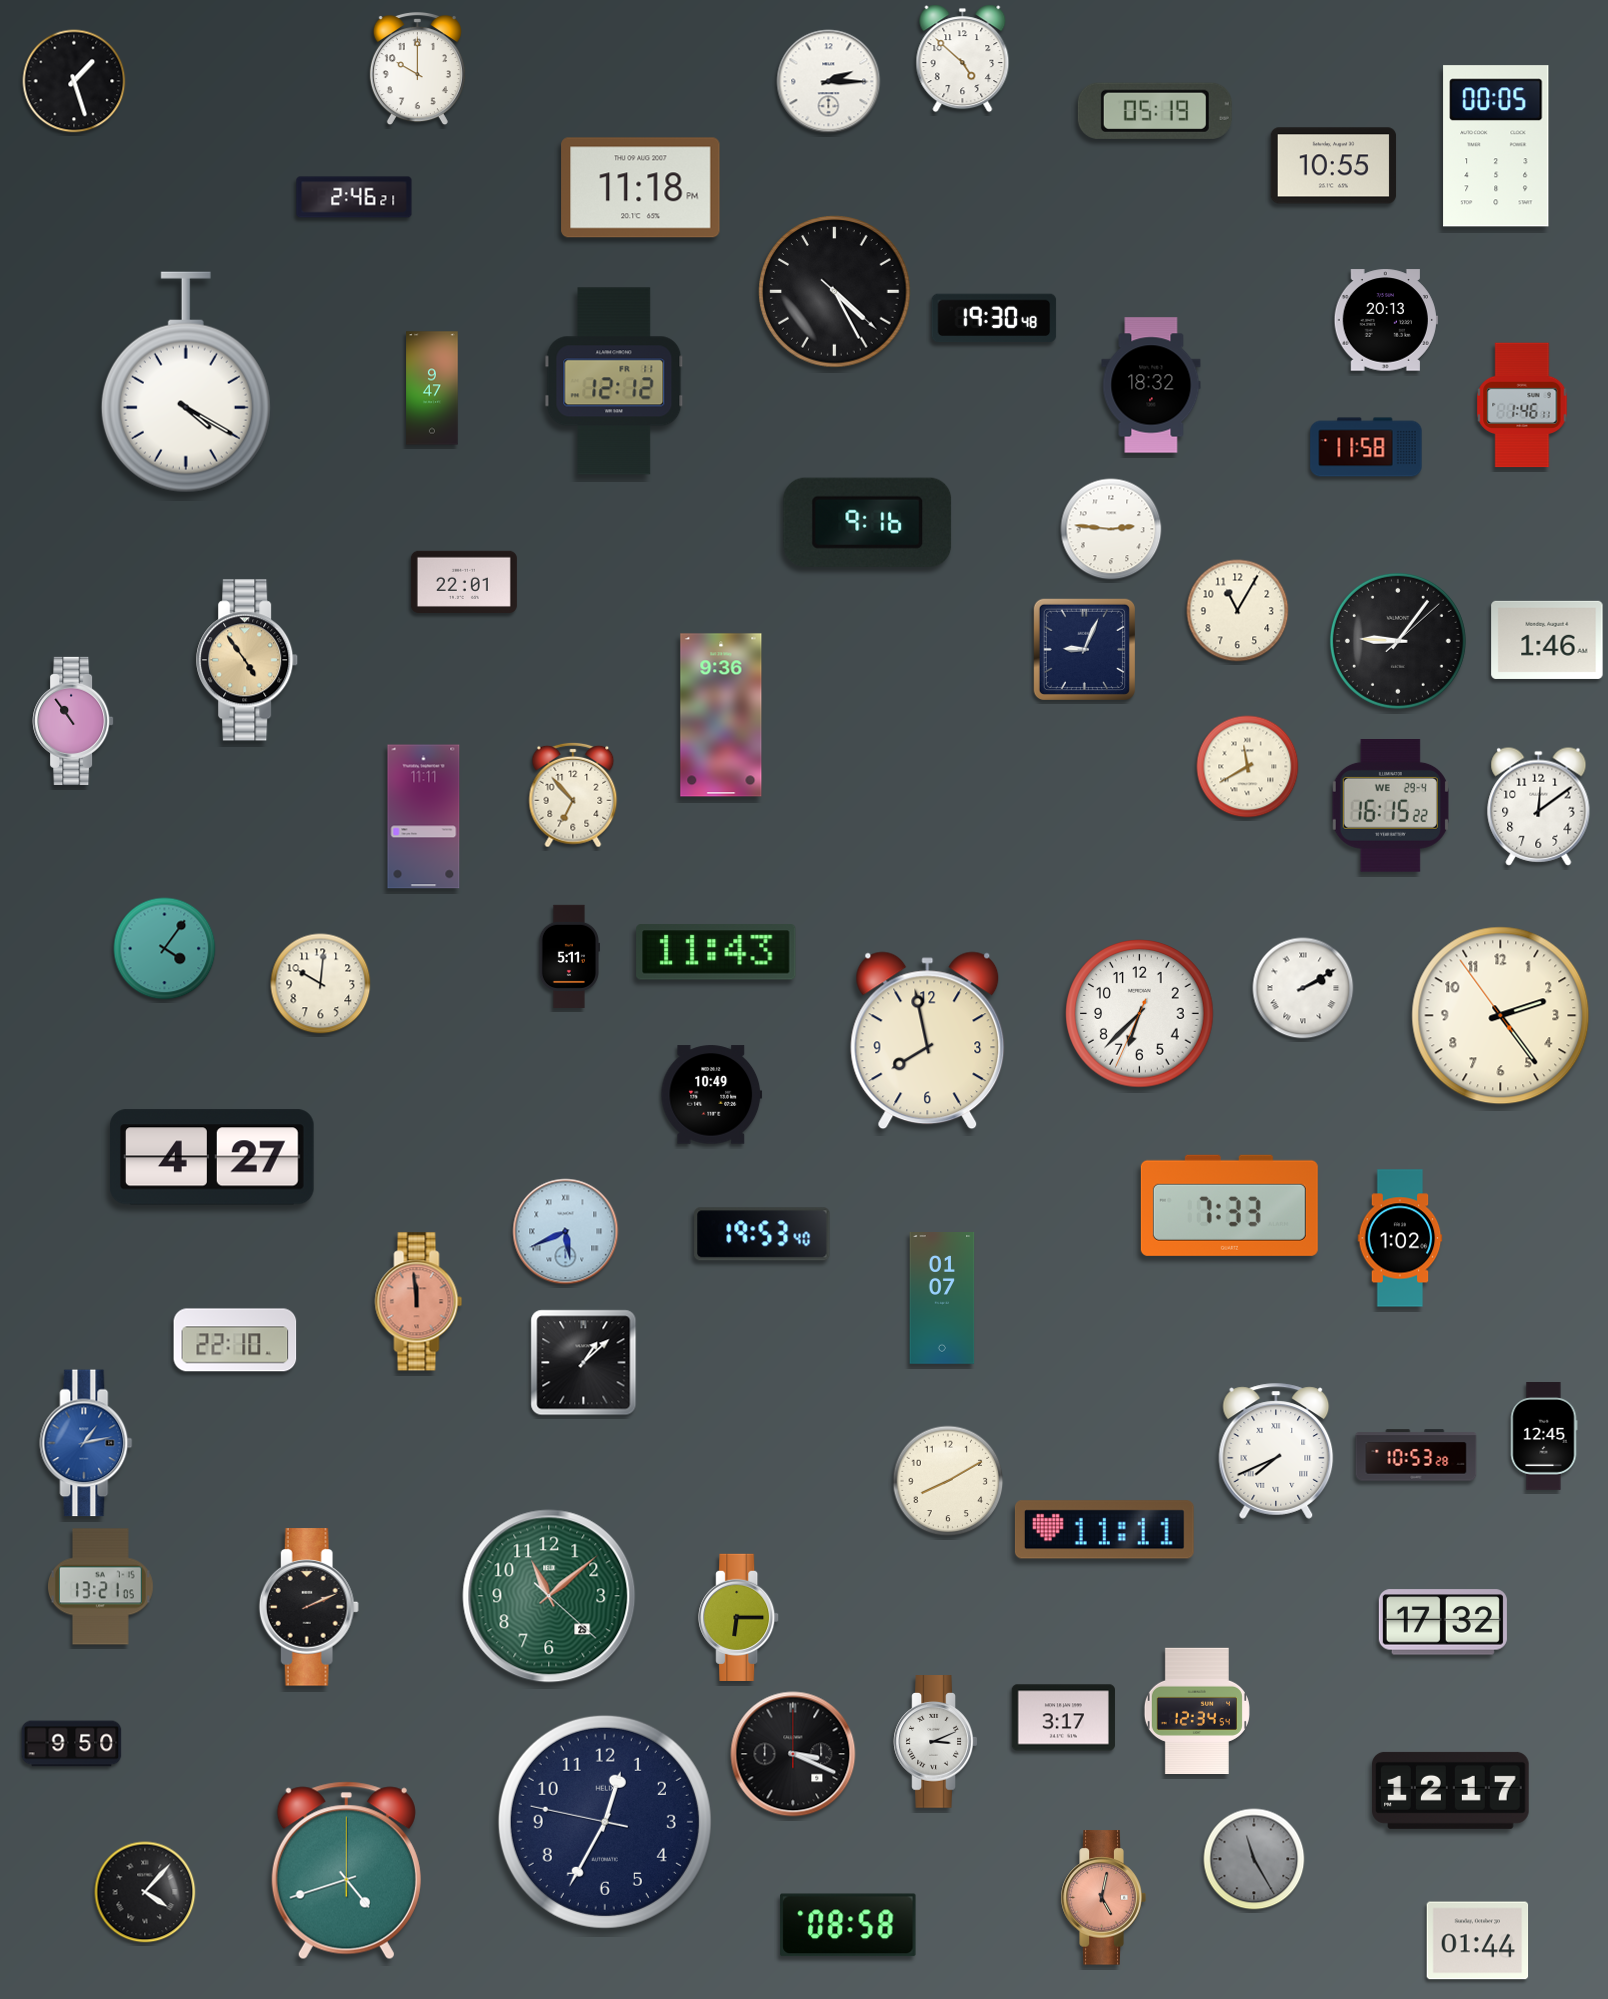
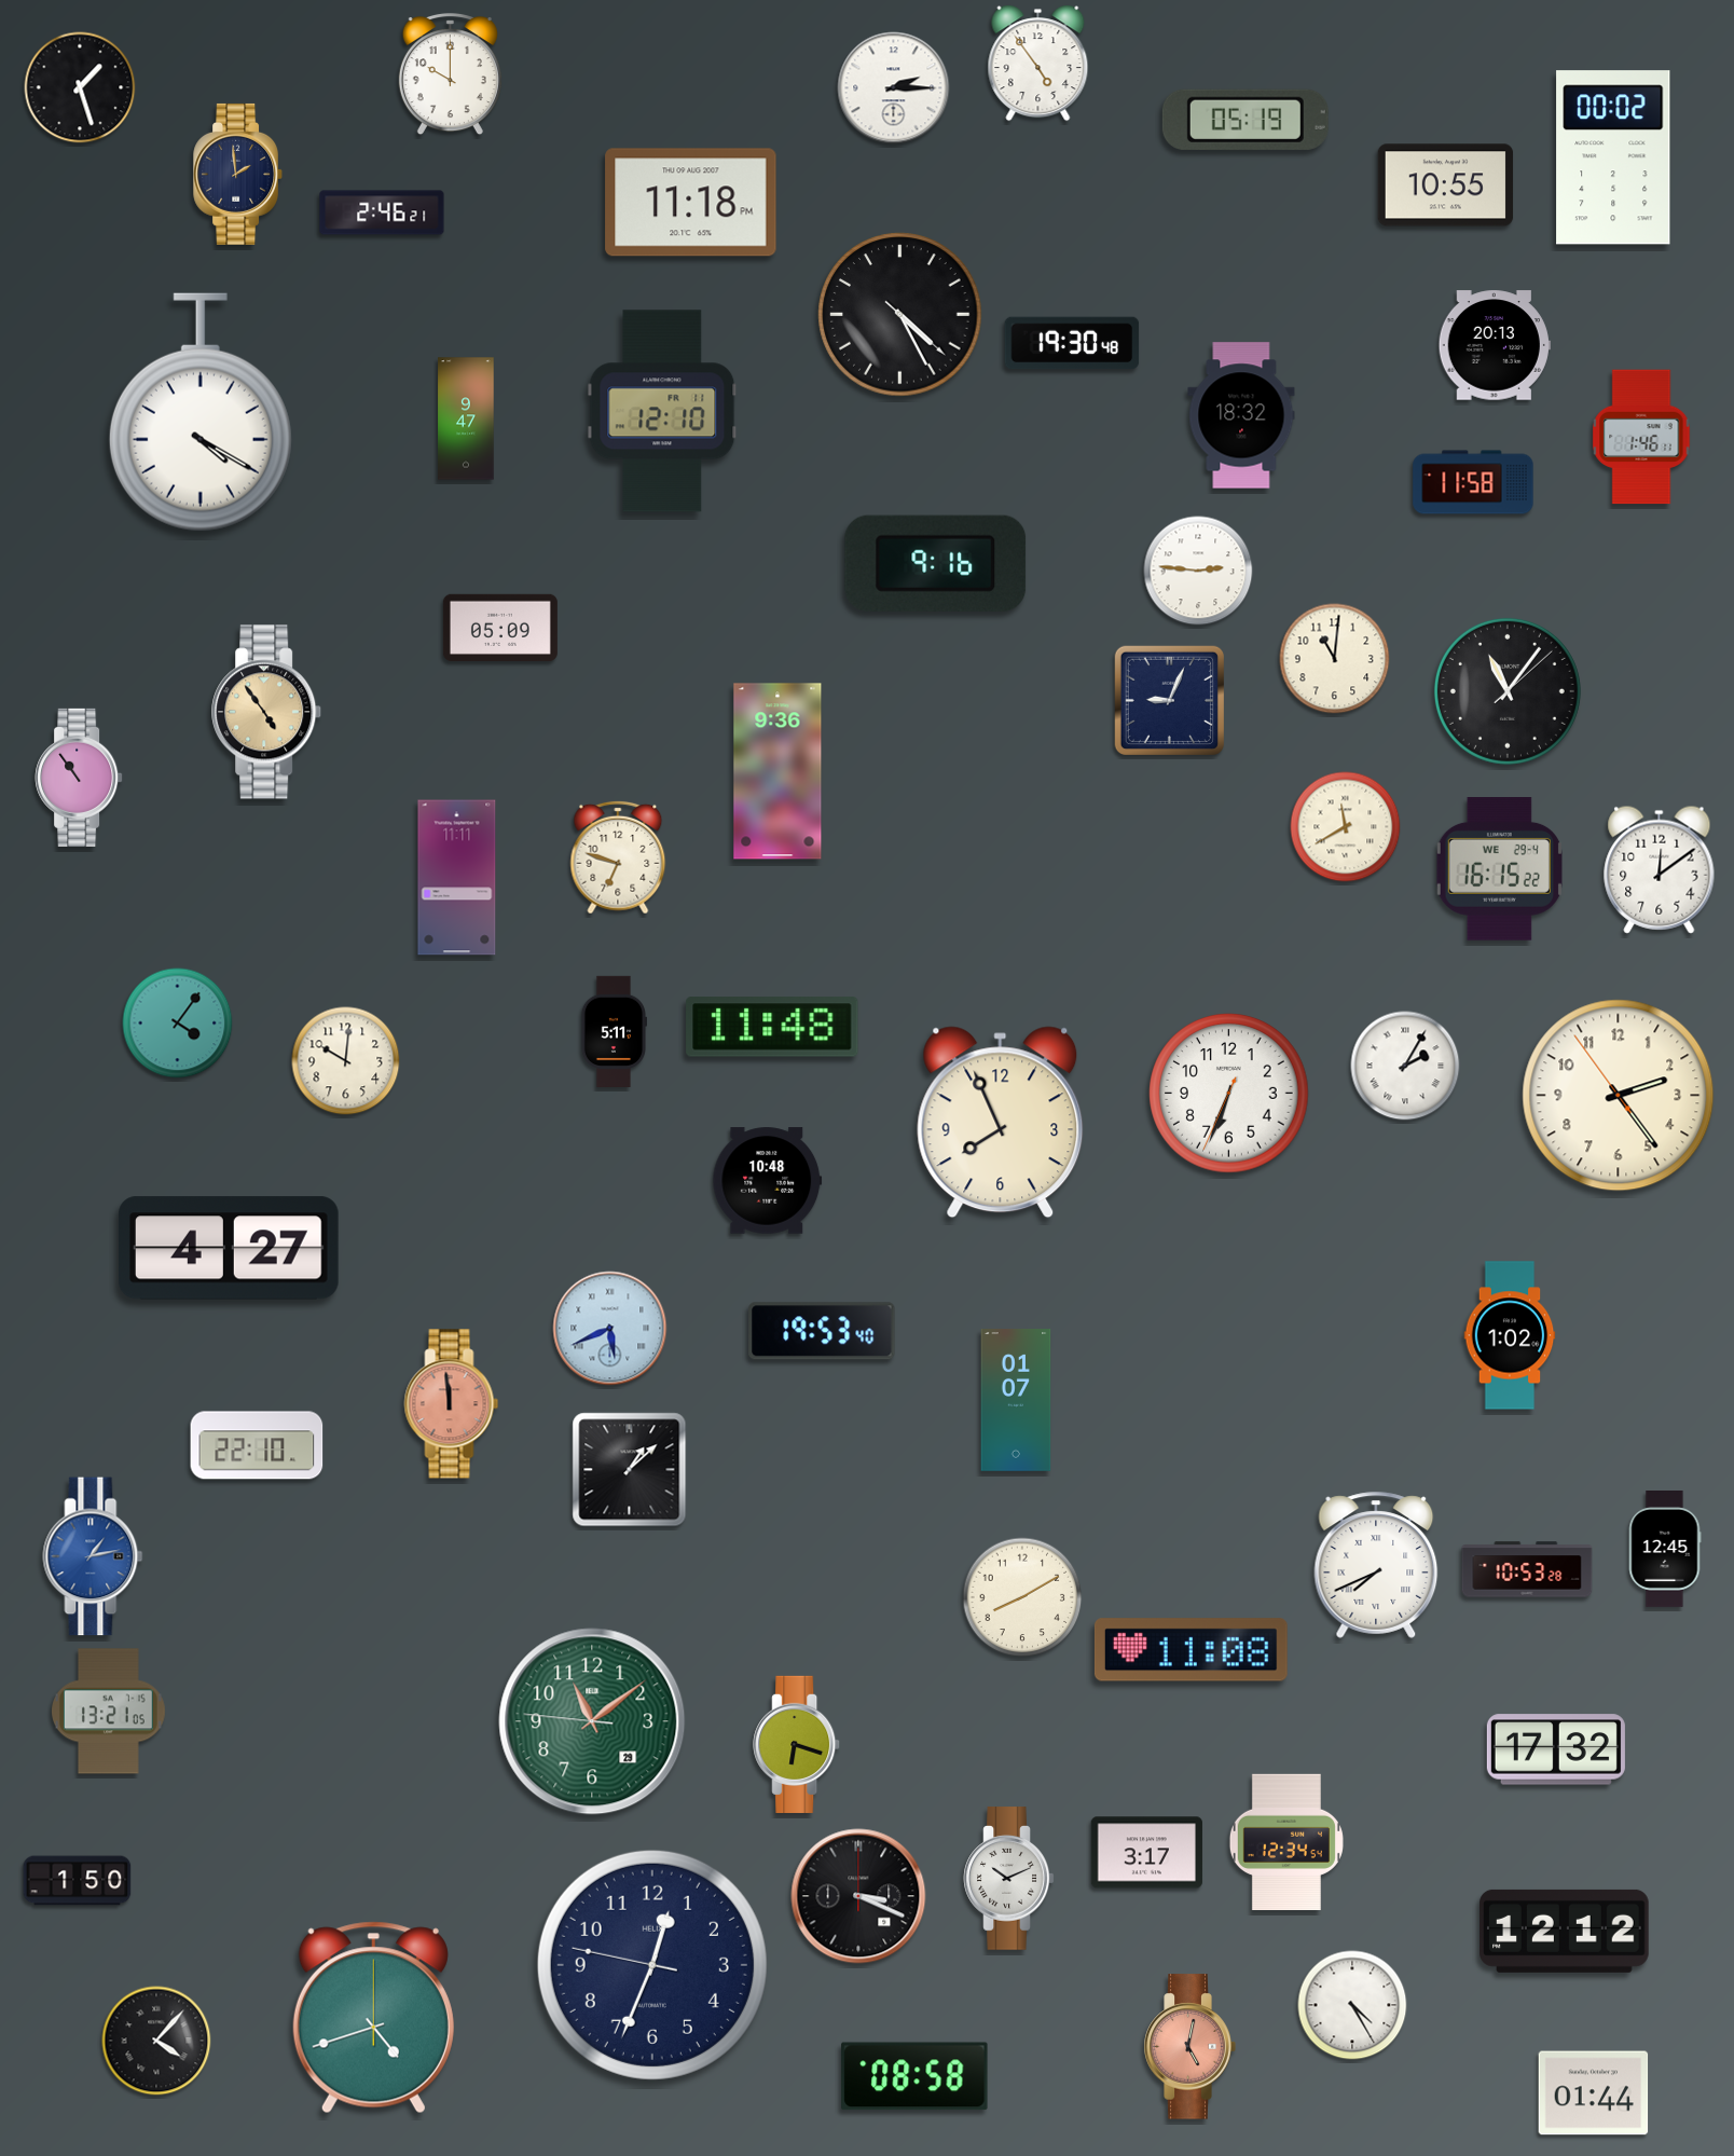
clock at (963, 59): 4:52 -> 4:54
clock at (1496, 146): 00:05 -> 00:02
clock at (238, 174): none -> 1:59
clock at (1334, 166) position: (1334, 166) -> (1446, 186)
clock at (614, 381): 12:12 -> 12:10
clock at (464, 581): 22:01 -> 05:09
clock at (1238, 611): 11:05 -> 11:01
clock at (1547, 640): 1:46 -> none
clock at (1398, 641): 9:06 -> 11:06
clock at (573, 795): 6:53 -> 6:48
clock at (424, 817) position: (424, 817) -> (457, 878)
clock at (716, 952): 11:43 -> 11:48
clock at (1303, 988): 2:10 -> 2:05
clock at (1140, 1014): 6:37 -> 6:33
clock at (928, 1041): 7:58 -> 7:56
clock at (712, 1095): 10:49 -> 10:48
clock at (1229, 1205): 7:33 -> none
clock at (235, 1340) position: (235, 1340) -> (257, 1445)
clock at (1104, 1530): 11:11 -> 11:08
clock at (549, 1596): 11:08:22 -> 11:08:46
clock at (309, 1607): 2:11 -> none
clock at (739, 1617): 6:15 -> 6:18
clock at (1197, 1711) position: (1197, 1711) -> (1286, 1842)
clock at (936, 1742): 3:11 -> 10:11
clock at (72, 1744): 9:50 -> 1:50
clock at (793, 1754) position: (793, 1754) -> (858, 1896)
clock at (1451, 1790): 12:17 -> 12:12
clock at (605, 1822): 12:34 -> 12:33
clock at (1254, 1859): 11:25 -> 4:25
clock at (1254, 1859) dial: grey -> white
